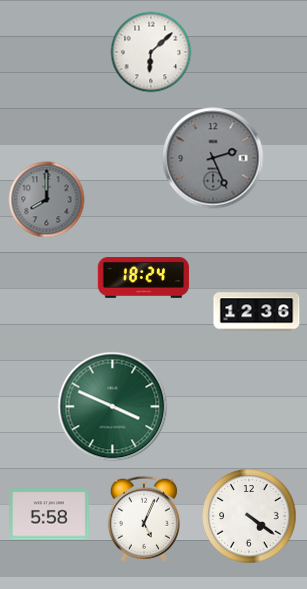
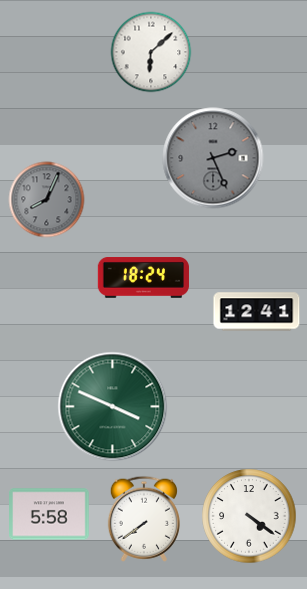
clock at (47, 200): 8:00 -> 8:04
clock at (257, 312): 12:36 -> 12:41
clock at (143, 519): 5:04 -> 7:39
